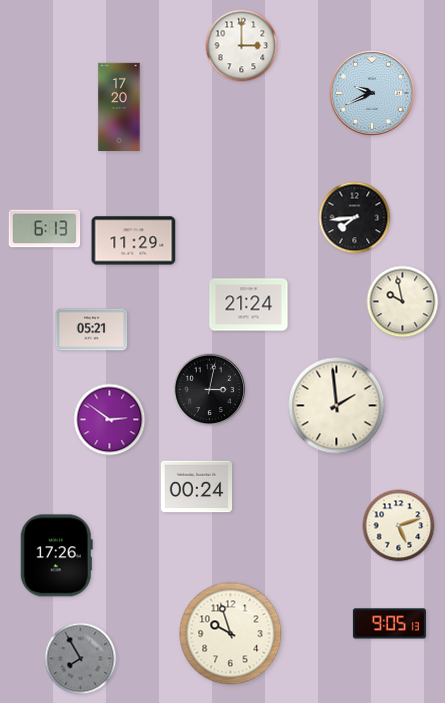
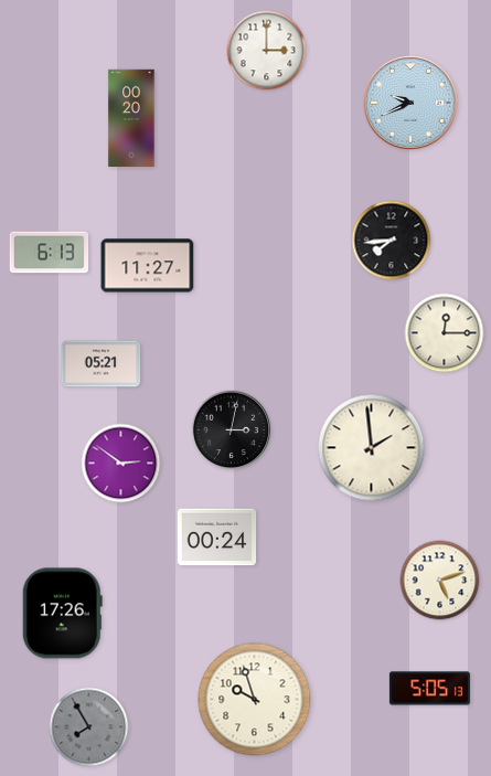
clock at (119, 106): 17:20 -> 00:20
clock at (134, 241): 11:29 -> 11:27
clock at (403, 302): 9:58 -> 12:15
clock at (249, 305): 21:24 -> none
clock at (389, 624): 9:05 -> 5:05
